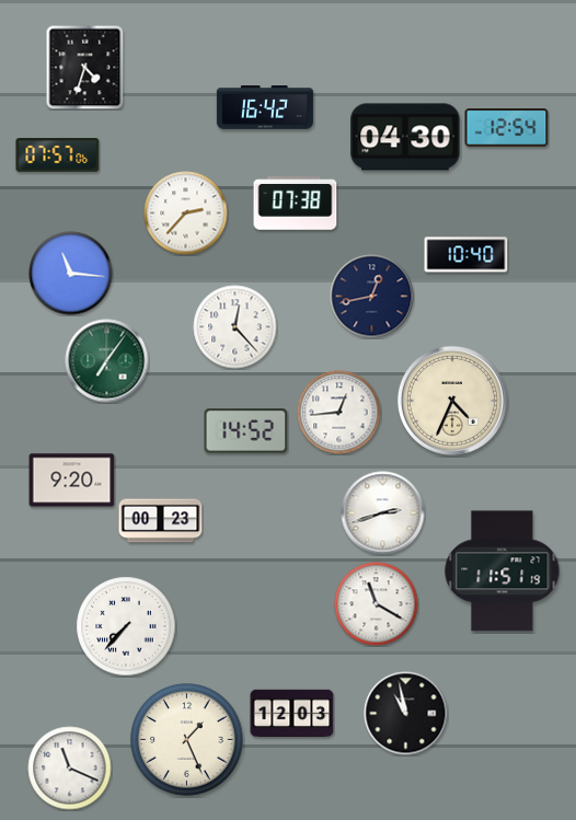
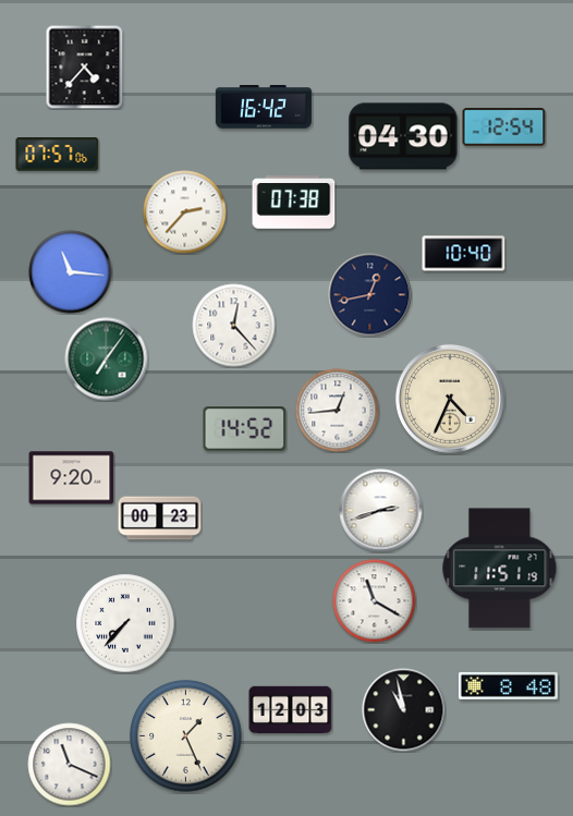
clock at (85, 67): 4:33 -> 4:37
clock at (508, 685): none -> 8:48
